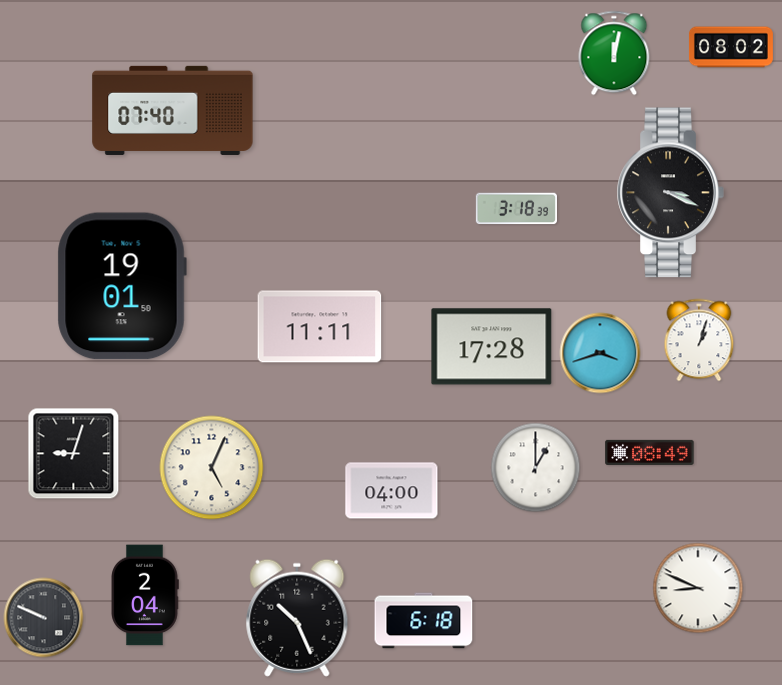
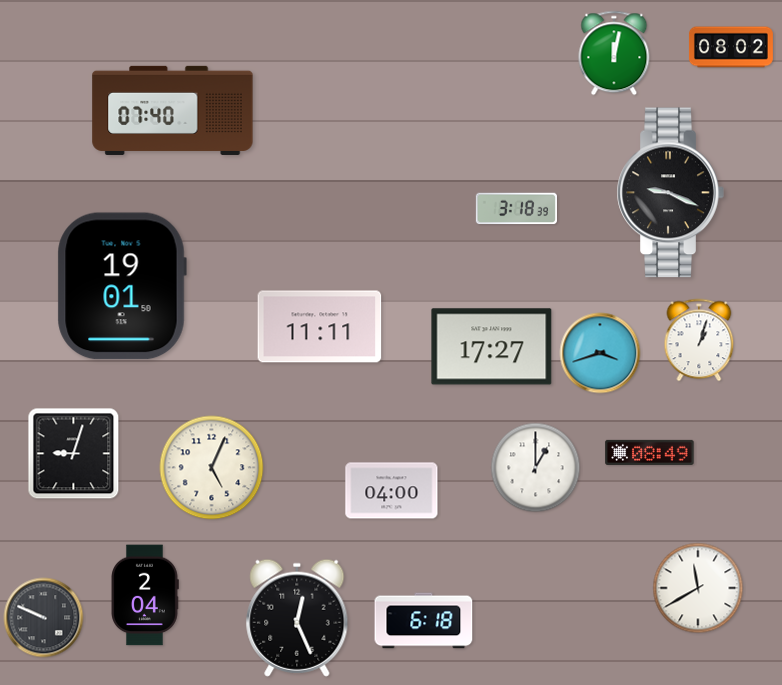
clock at (670, 193): 3:19 -> 9:19
clock at (492, 347): 17:28 -> 17:27
clock at (698, 588): 8:49 -> 11:40
clock at (297, 618): 10:26 -> 12:26
